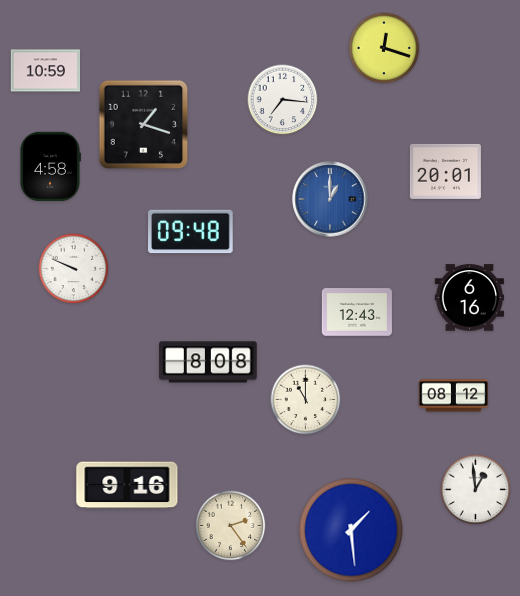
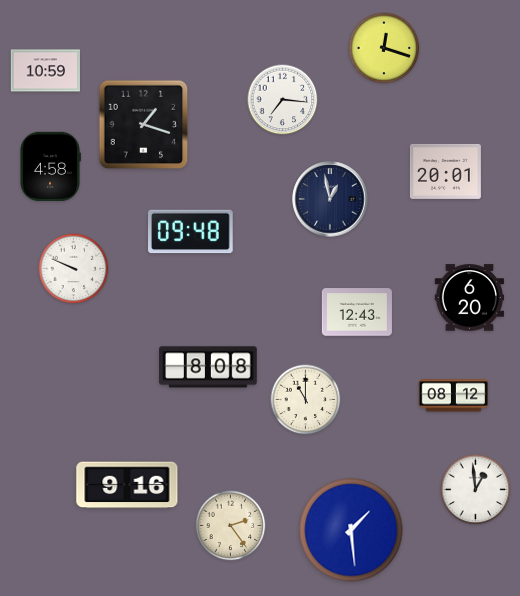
clock at (330, 199): 1:00 -> 12:58
clock at (330, 199) dial: blue -> navy
clock at (470, 298): 6:16 -> 6:20
clock at (208, 362) position: (208, 362) -> (208, 367)
